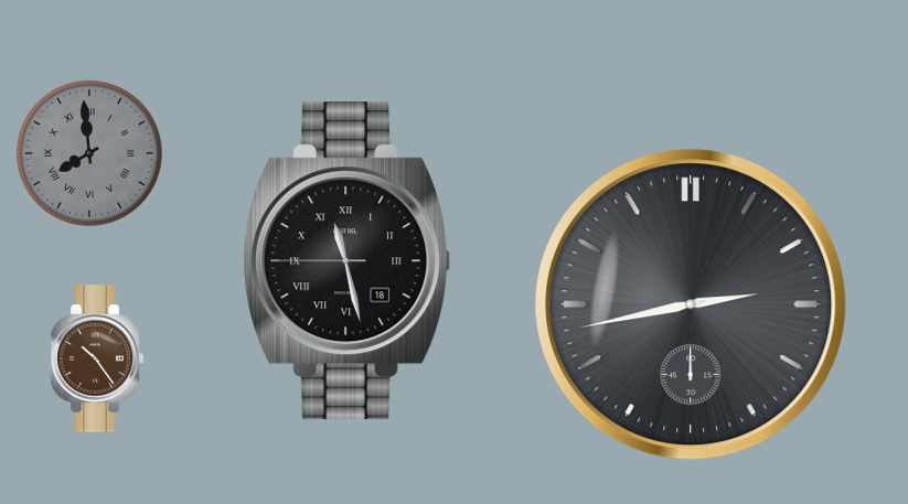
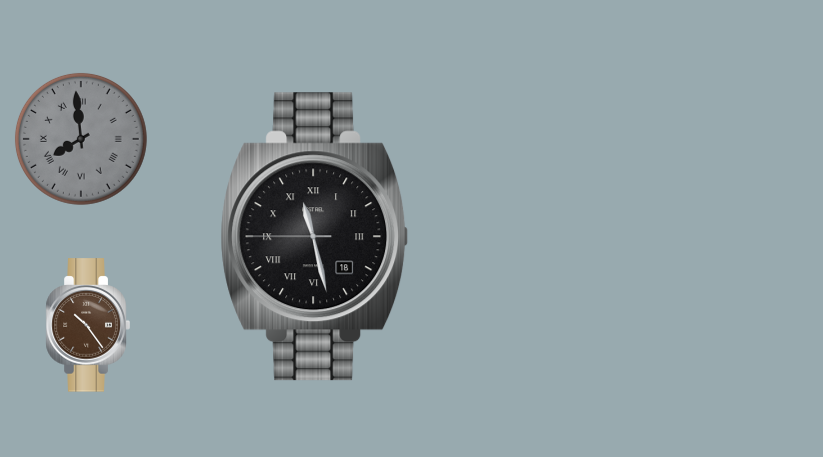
clock at (691, 304): 2:43 -> none
